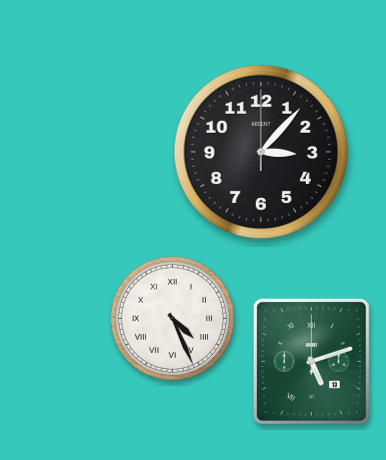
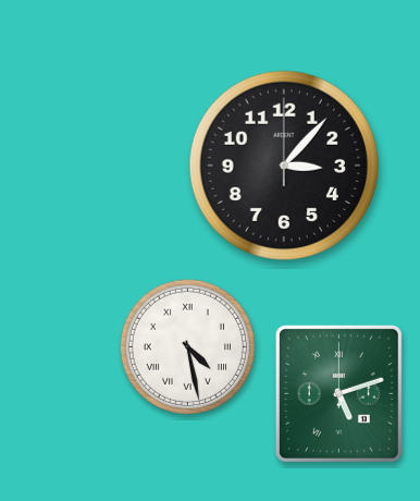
clock at (172, 318): 4:26 -> 4:28
